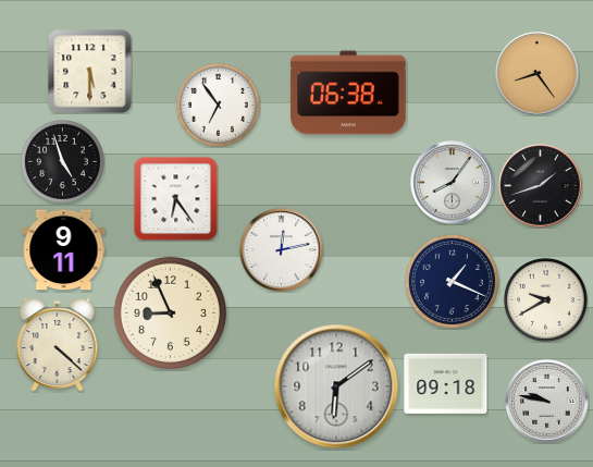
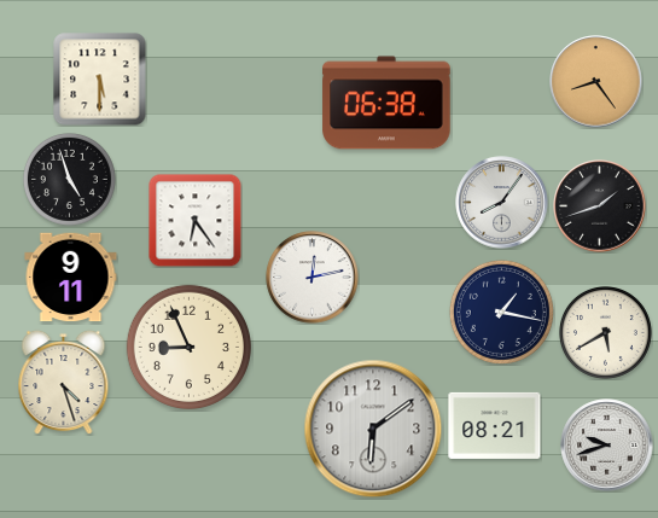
clock at (218, 105): 6:54 -> none
clock at (452, 281): 1:19 -> 1:17
clock at (545, 299): 9:40 -> 5:40
clock at (58, 344): 4:22 -> 4:27
clock at (446, 383): 09:18 -> 08:21
clock at (547, 402): 9:47 -> 9:42
